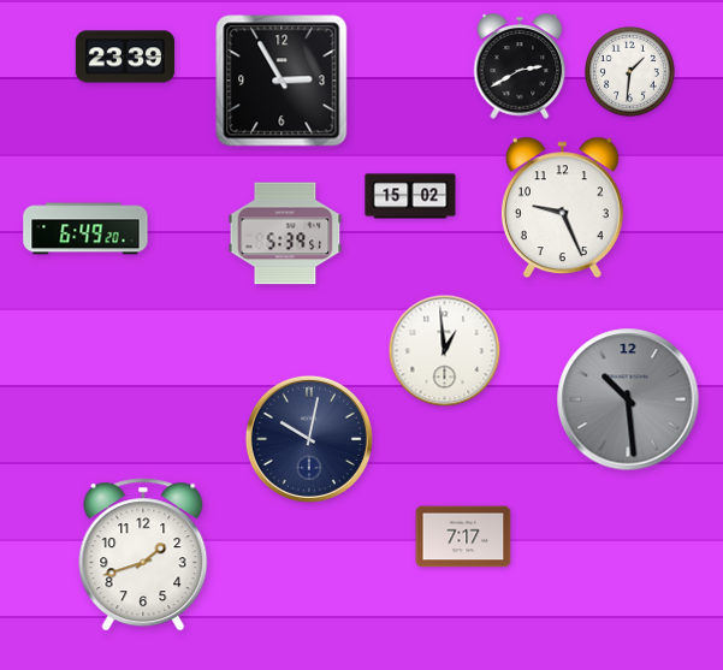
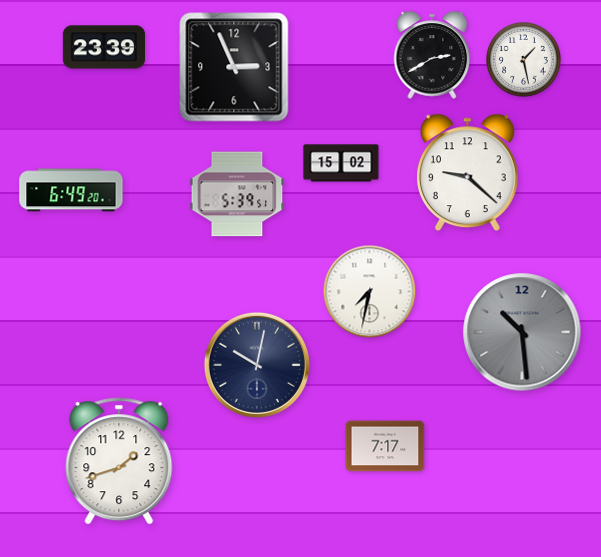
clock at (630, 72): 1:31 -> 1:28
clock at (282, 81): 2:55 -> 2:56
clock at (562, 208): 9:26 -> 9:22
clock at (445, 351): 12:59 -> 7:32
